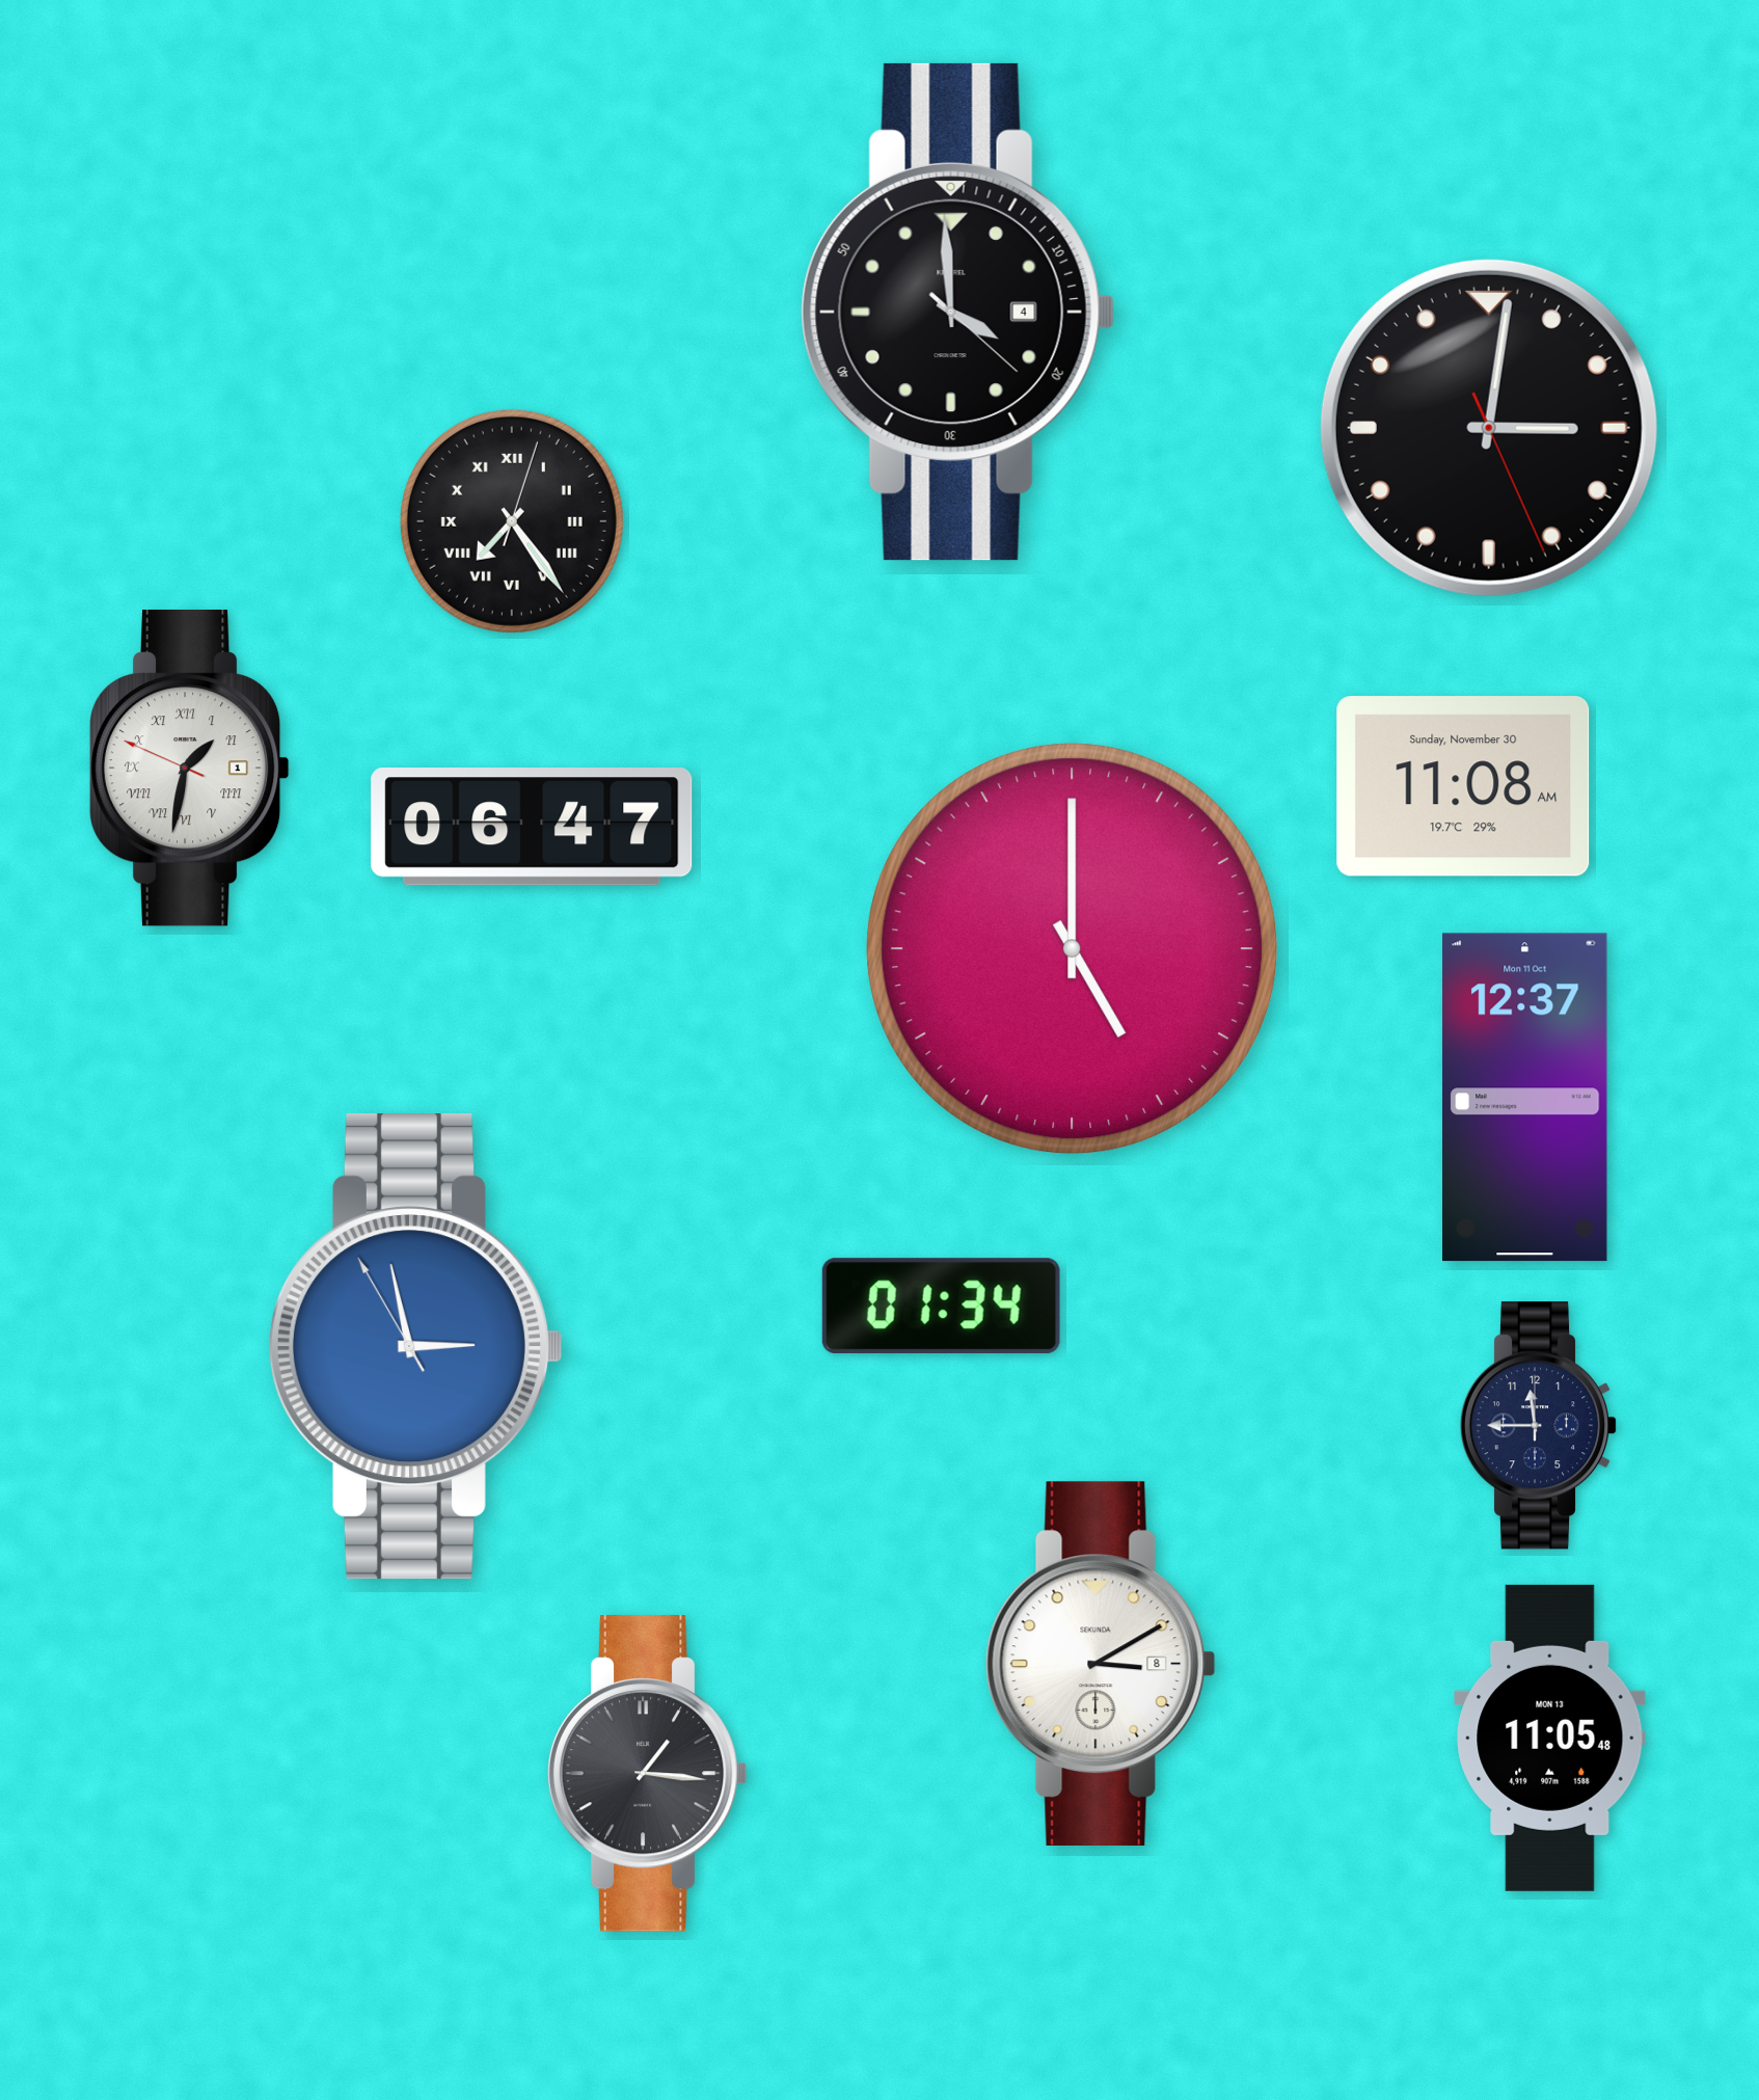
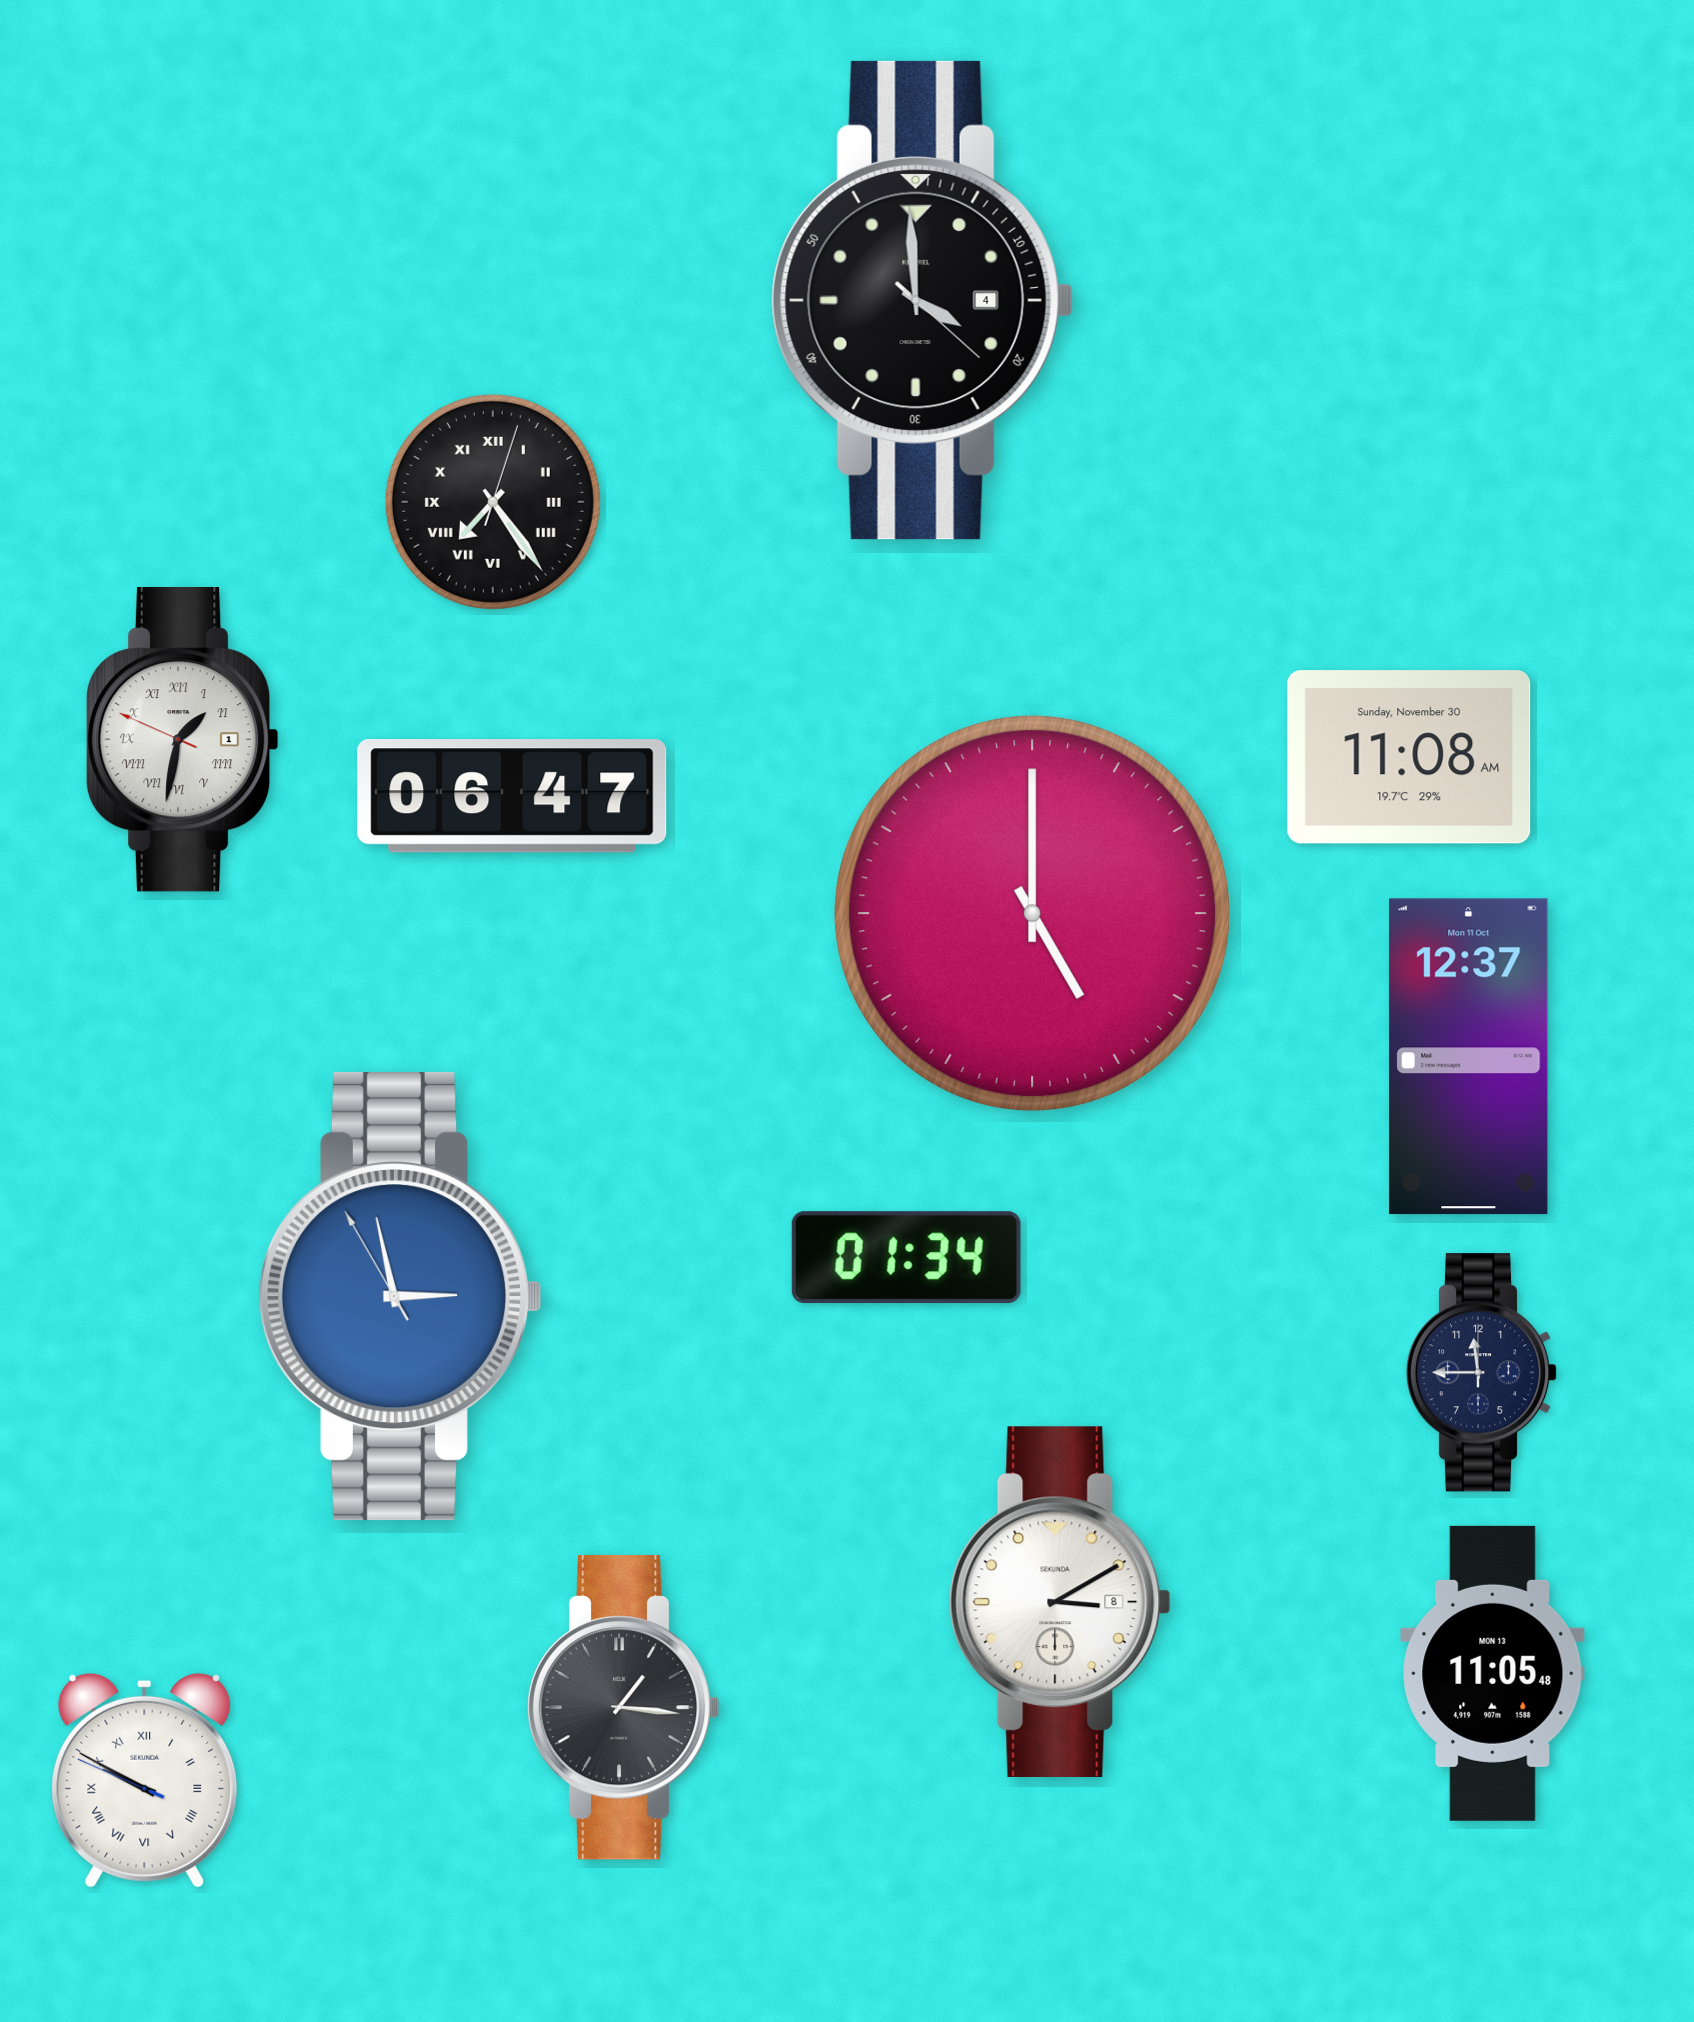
clock at (1489, 428): 3:01 -> none
clock at (145, 1780): none -> 9:49
